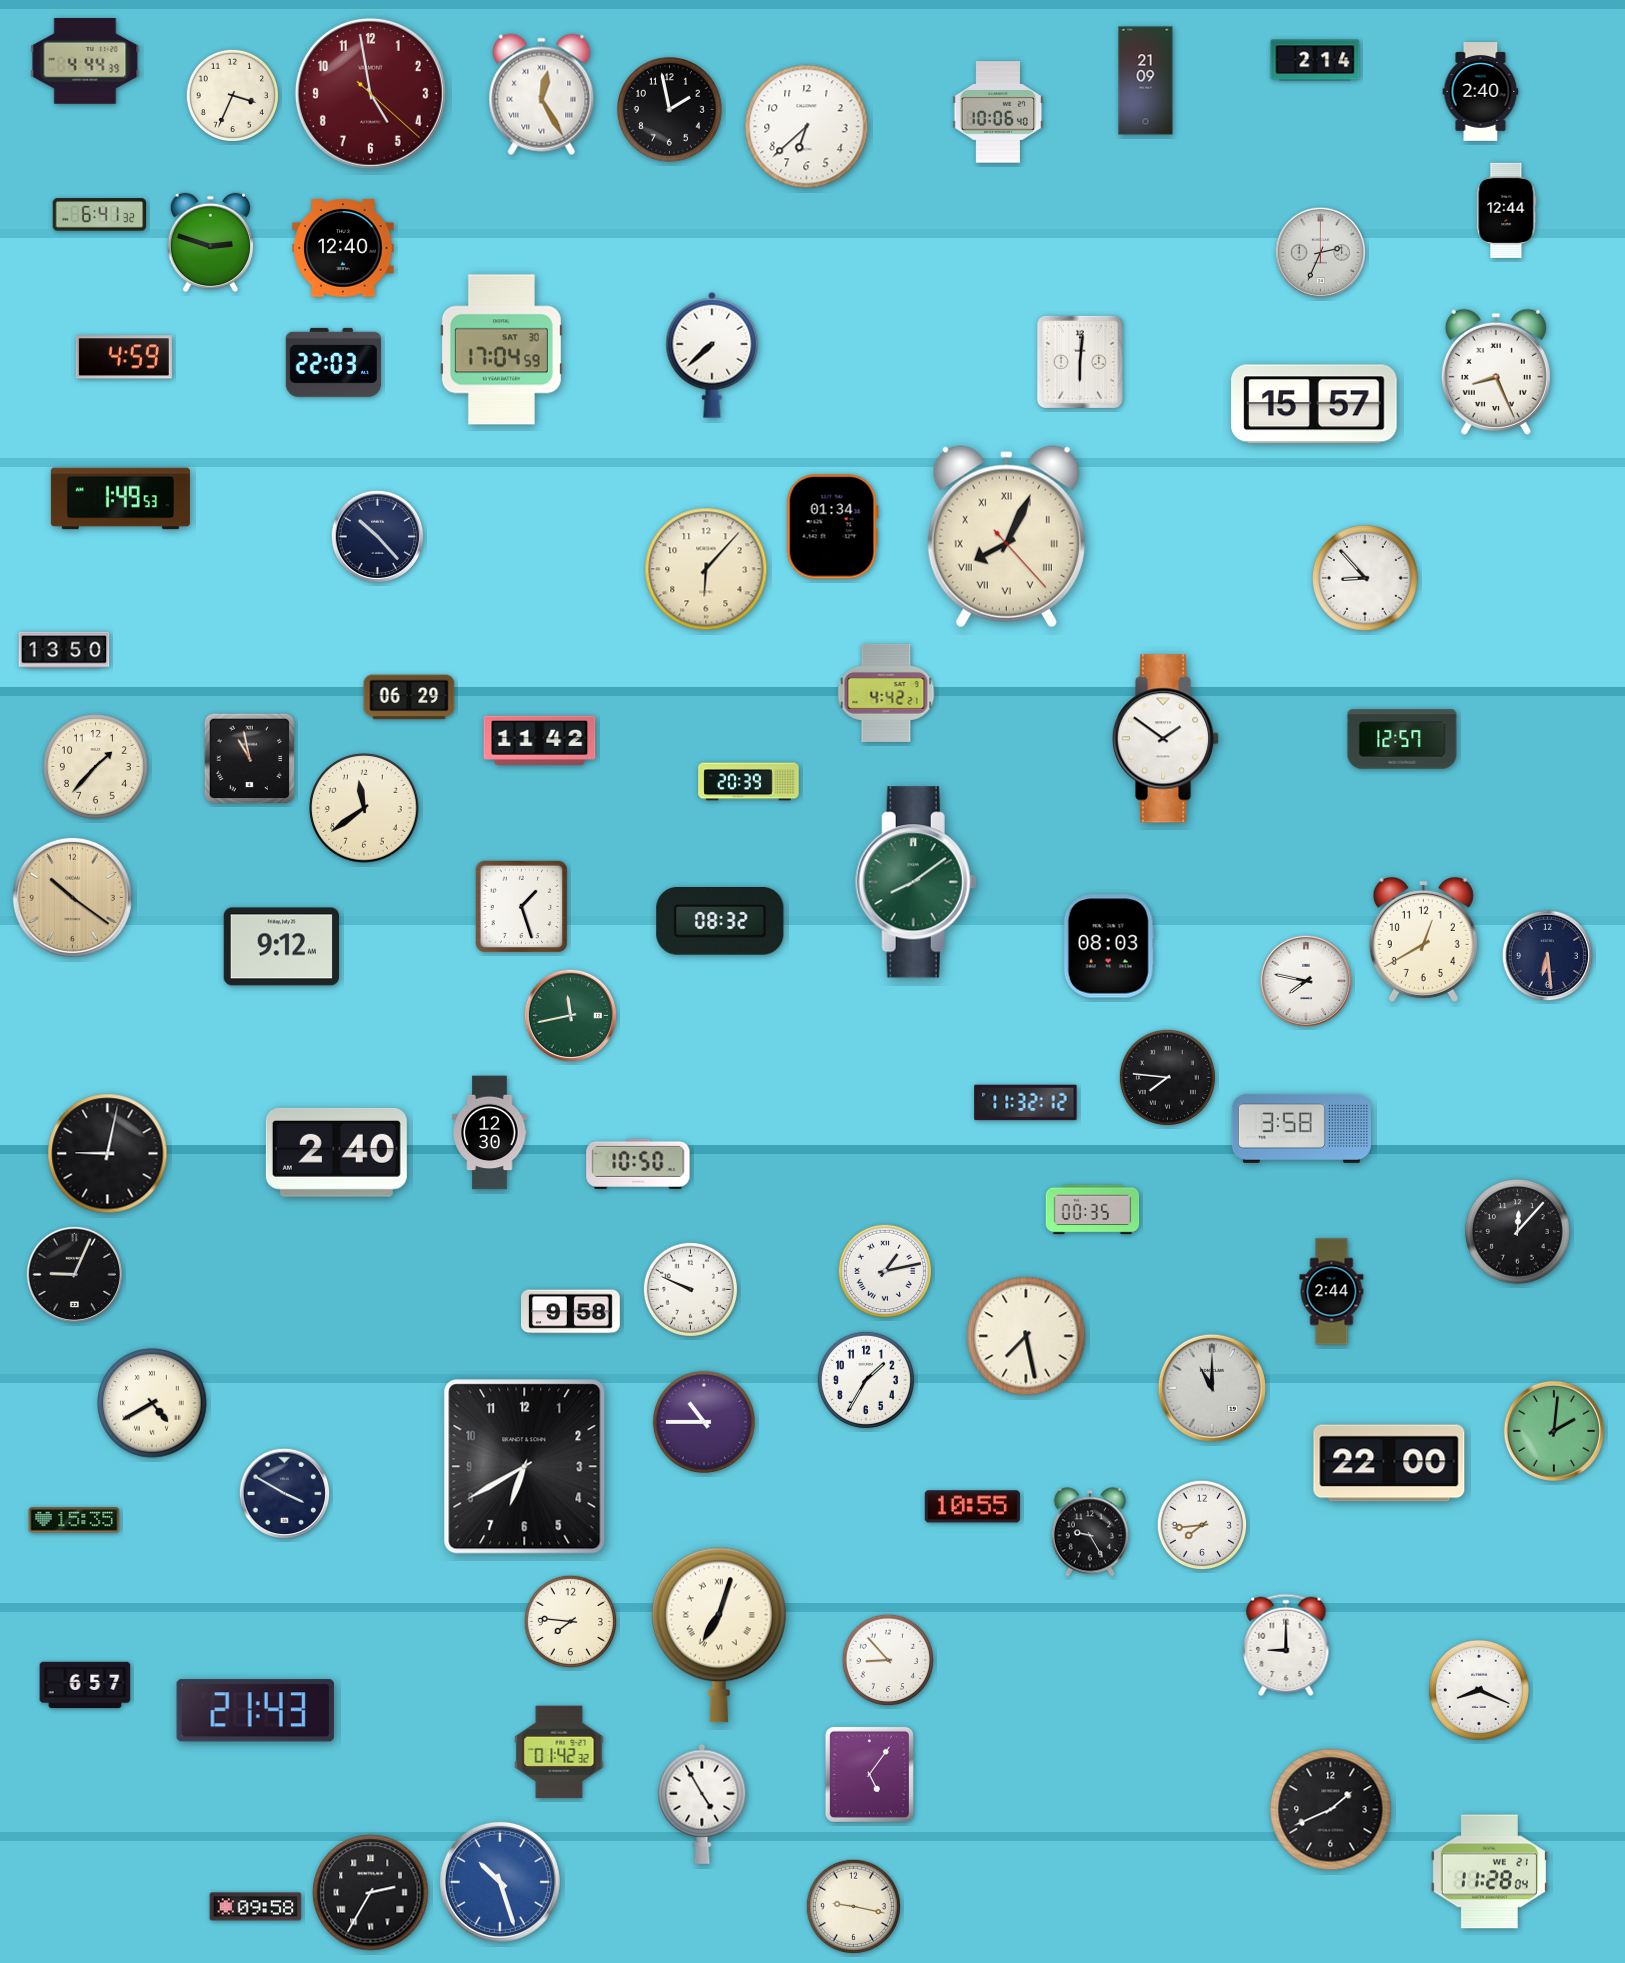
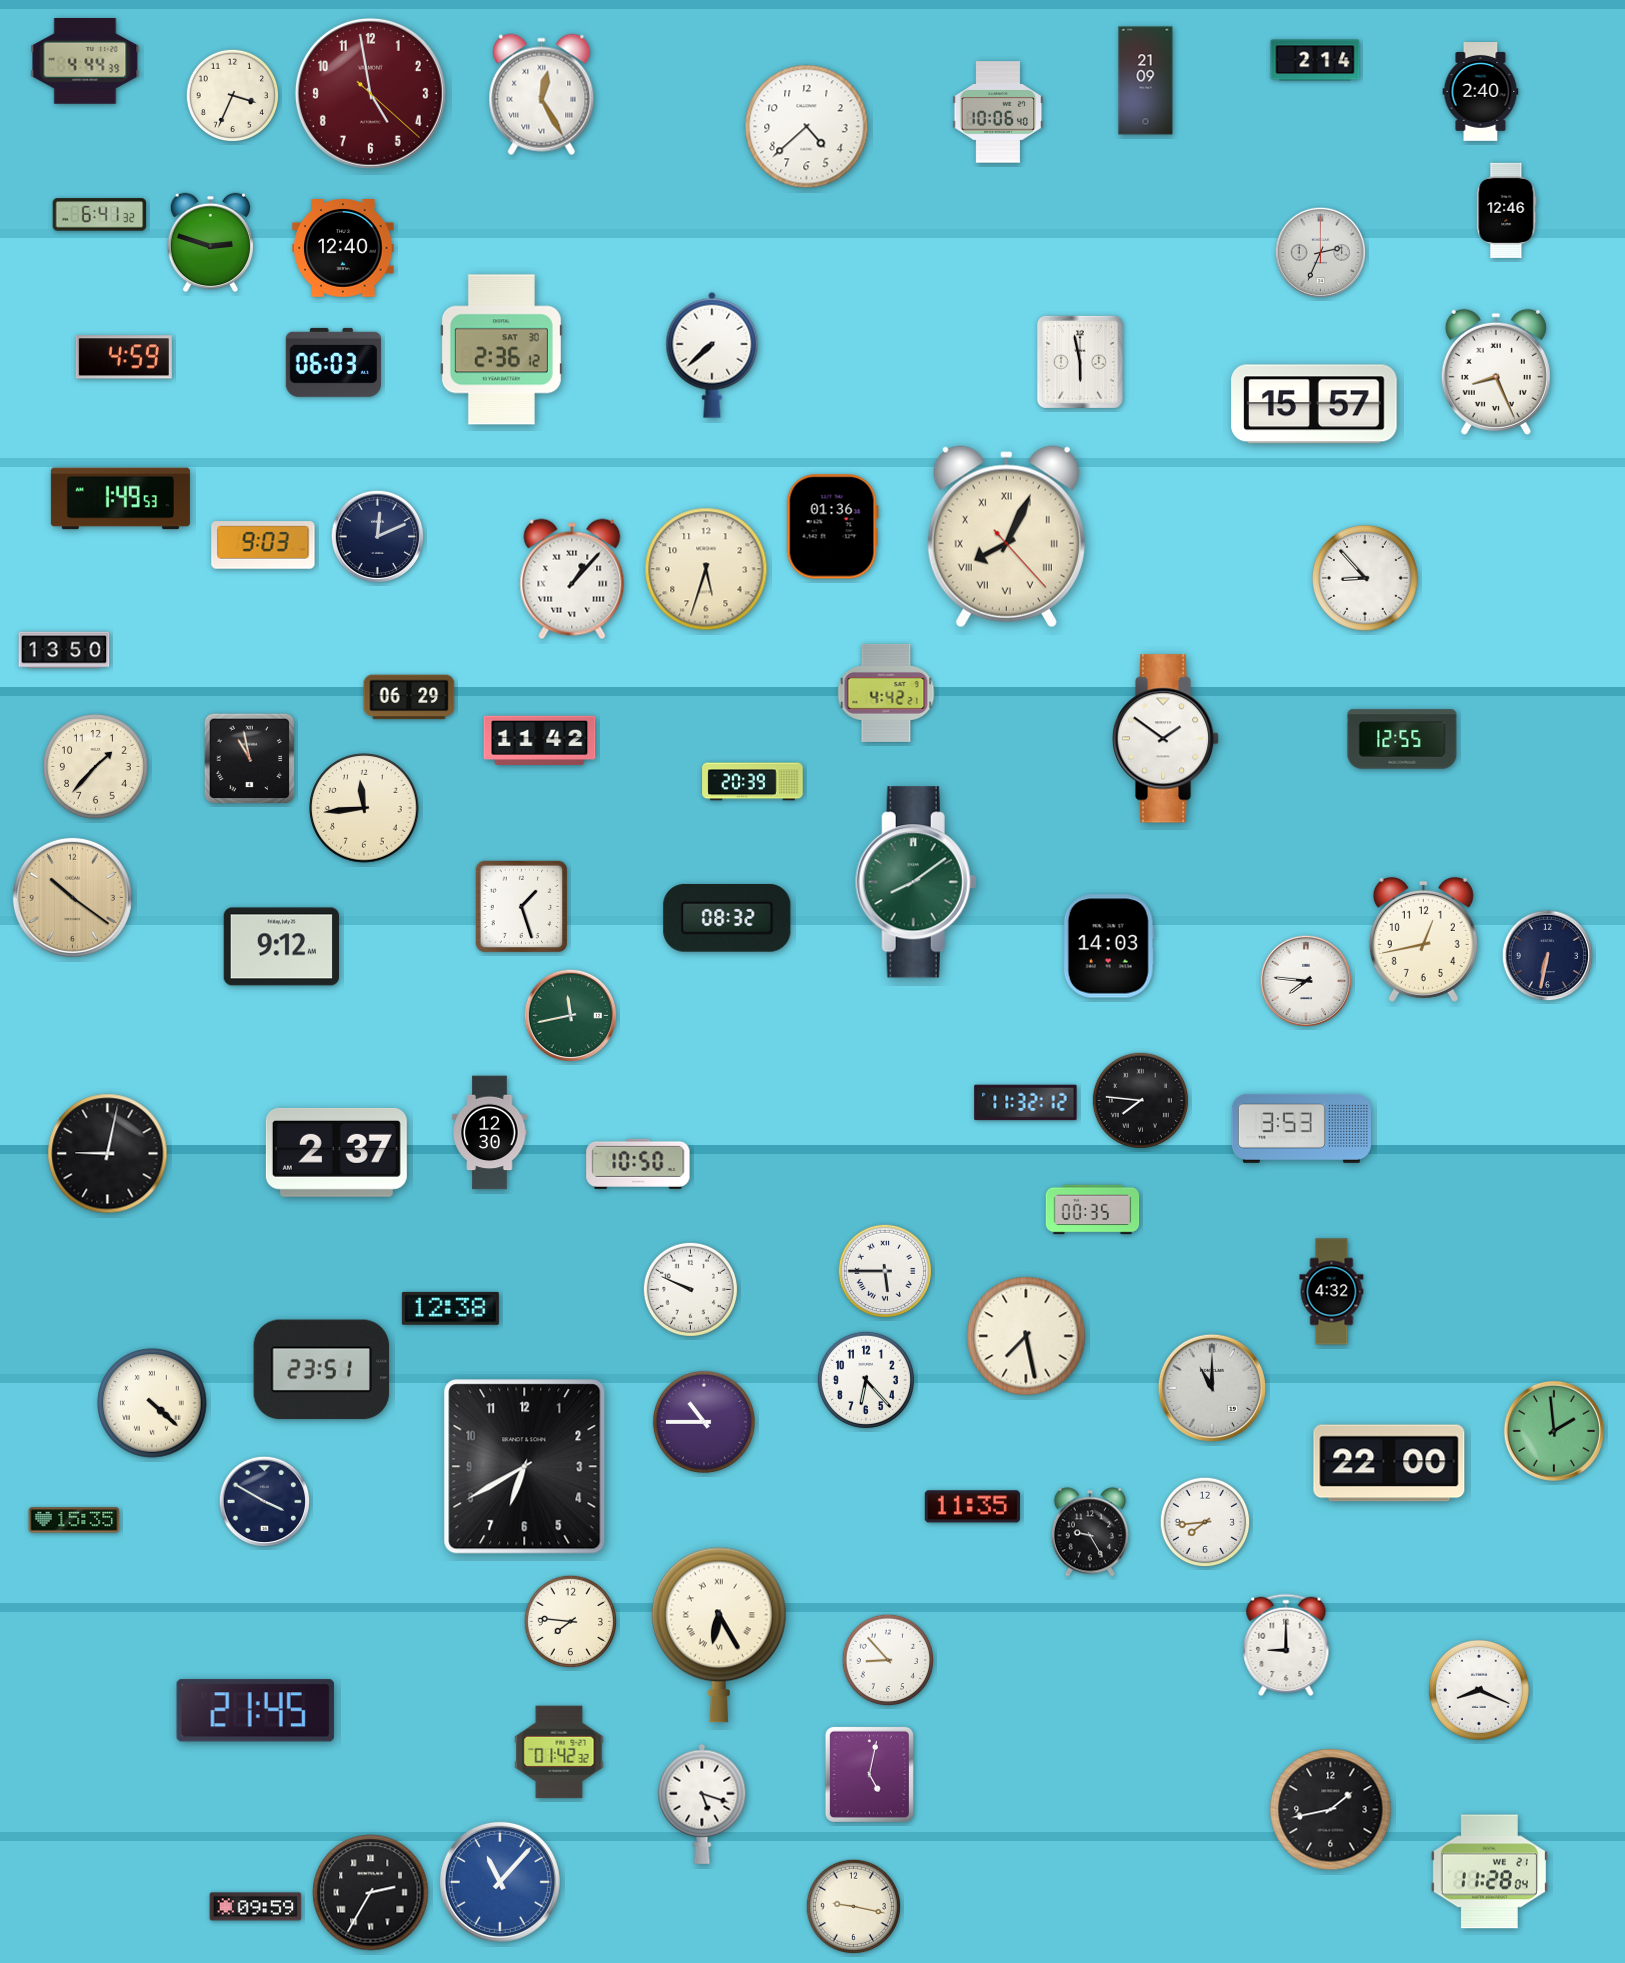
clock at (670, 110): 1:58 -> none
clock at (807, 127): 6:38 -> 4:38
clock at (1507, 210): 12:44 -> 12:46
clock at (501, 350): 17:04 -> 2:36
clock at (333, 362): 22:03 -> 06:03
clock at (1080, 362): 6:01 -> 5:58
clock at (832, 527): 01:34 -> 01:36
clock at (378, 537): 10:23 -> 12:11
clock at (263, 545): none -> 9:03
clock at (706, 569): 6:07 -> 5:33
clock at (572, 579): none -> 1:07
clock at (1402, 739): 12:57 -> 12:55
clock at (749, 782) position: (749, 782) -> (753, 782)
clock at (364, 808): 11:39 -> 11:44
clock at (720, 921) position: (720, 921) -> (727, 918)
clock at (1423, 939): 12:40 -> 12:43
clock at (1109, 946): 08:03 -> 14:03
clock at (1548, 956): 6:29 -> 6:32
clock at (1306, 981): 7:47 -> 7:46
clock at (1167, 1077) position: (1167, 1077) -> (1140, 1100)
clock at (1301, 1128): 3:58 -> 3:53
clock at (336, 1152): 2:40 -> 2:37
clock at (1518, 1232): 12:07 -> none
clock at (885, 1271): 1:13 -> 5:45
clock at (74, 1274): 9:04 -> none
clock at (1332, 1292): 2:44 -> 4:32
clock at (450, 1308): none -> 12:38
clock at (571, 1312): 9:58 -> none
clock at (322, 1370): none -> 23:51
clock at (866, 1380): 1:35 -> 6:23
clock at (152, 1403): 4:40 -> 4:22
clock at (1554, 1431): 2:01 -> 1:59
clock at (285, 1494) position: (285, 1494) -> (265, 1502)
clock at (972, 1507): 10:55 -> 11:35
clock at (1202, 1525) position: (1202, 1525) -> (1205, 1522)
clock at (719, 1635): 7:03 -> 6:25
clock at (85, 1685): 6:57 -> none
clock at (255, 1711): 21:43 -> 21:45
clock at (869, 1774): 5:06 -> 5:02
clock at (702, 1804): 4:55 -> 5:18
clock at (1331, 1810): 1:41 -> 1:43
clock at (500, 1882): 10:27 -> 11:07
clock at (256, 1907): 09:58 -> 09:59
